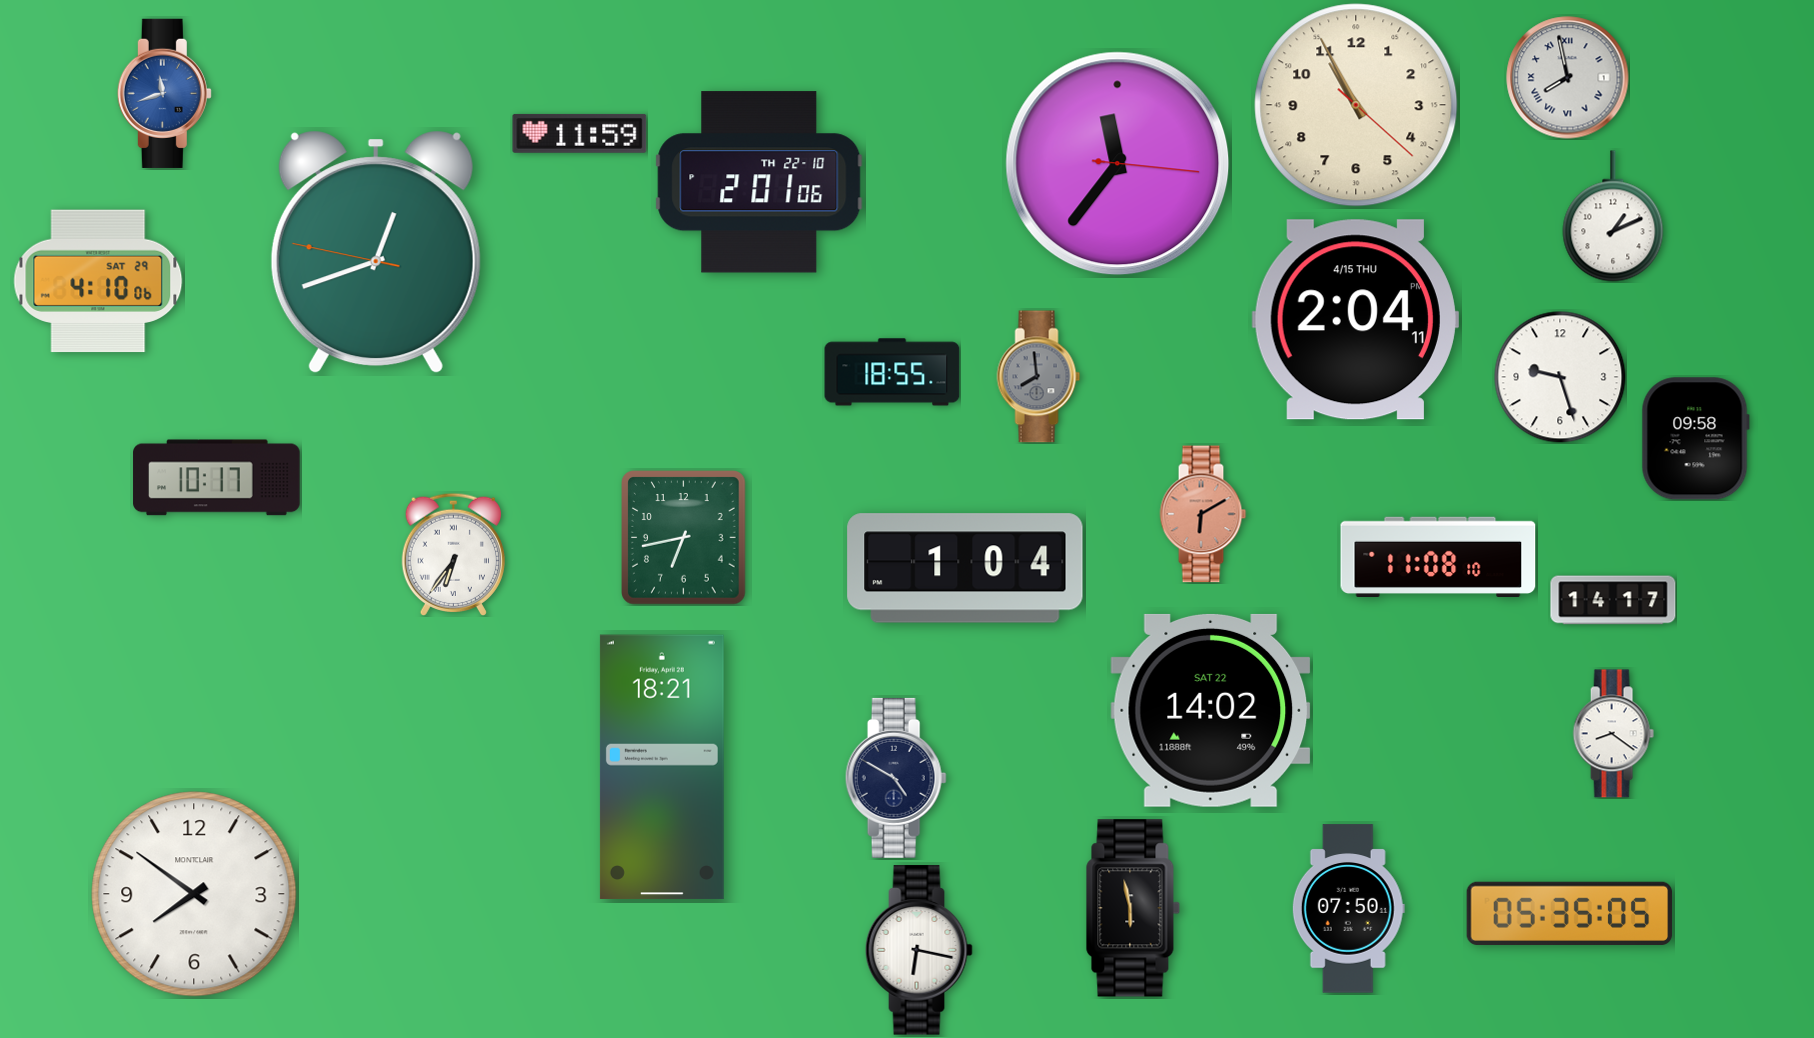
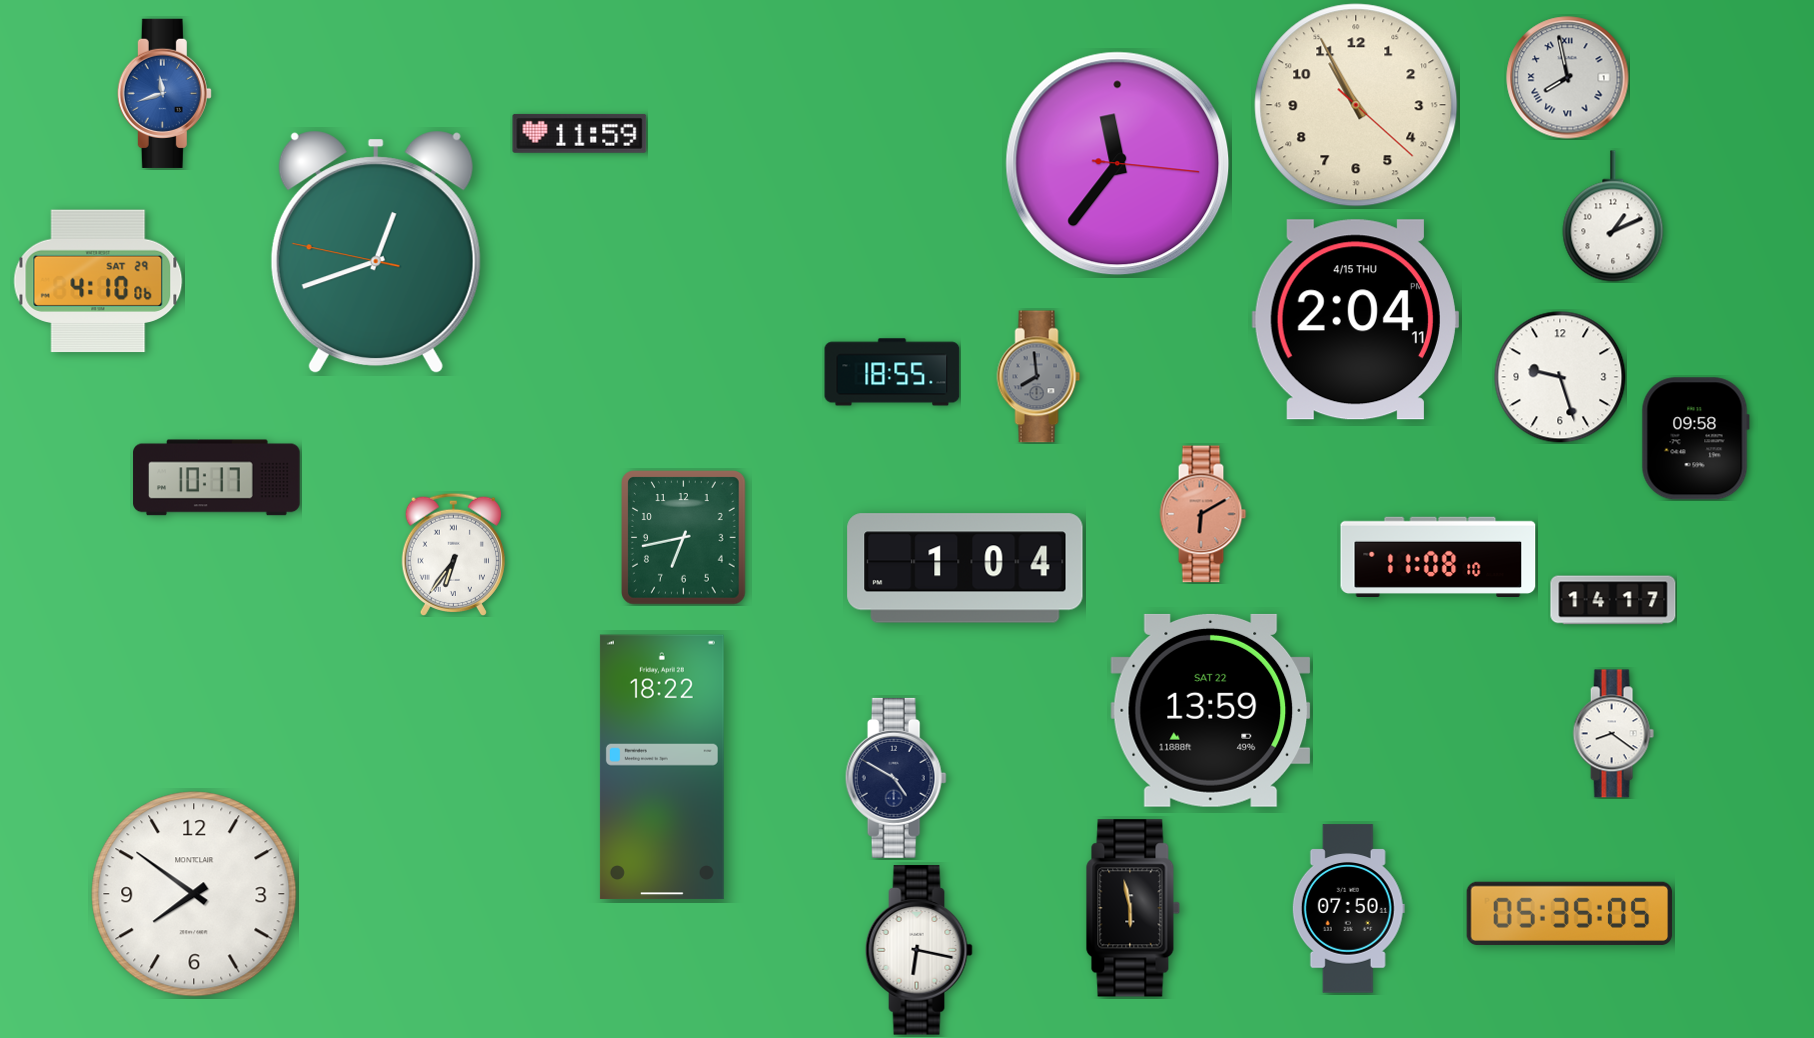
clock at (759, 182): 2:01 -> none
clock at (1211, 710): 14:02 -> 13:59
clock at (662, 767): 18:21 -> 18:22
